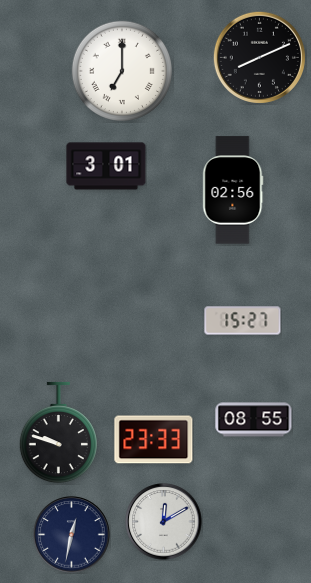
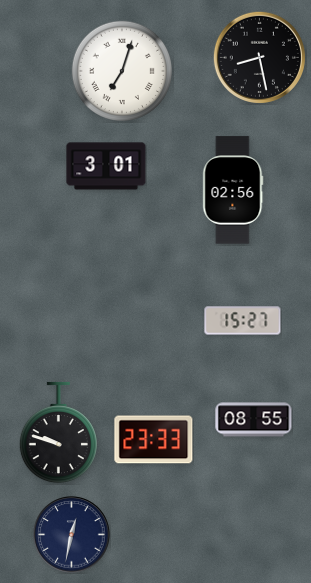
clock at (259, 57): 8:11 -> 8:28
clock at (121, 70): 7:00 -> 7:03
clock at (164, 522): 12:10 -> none
